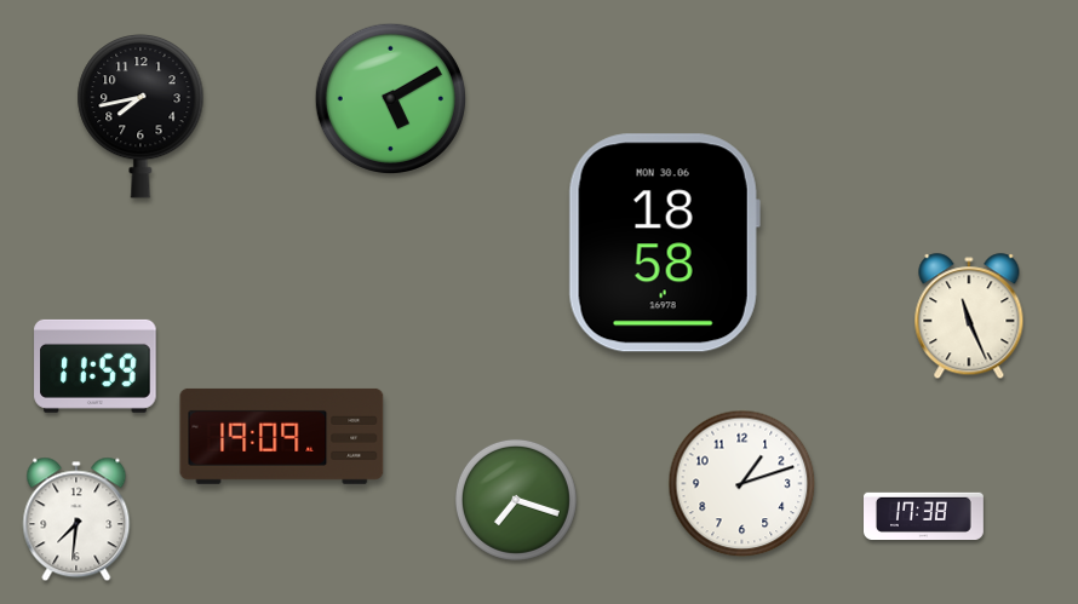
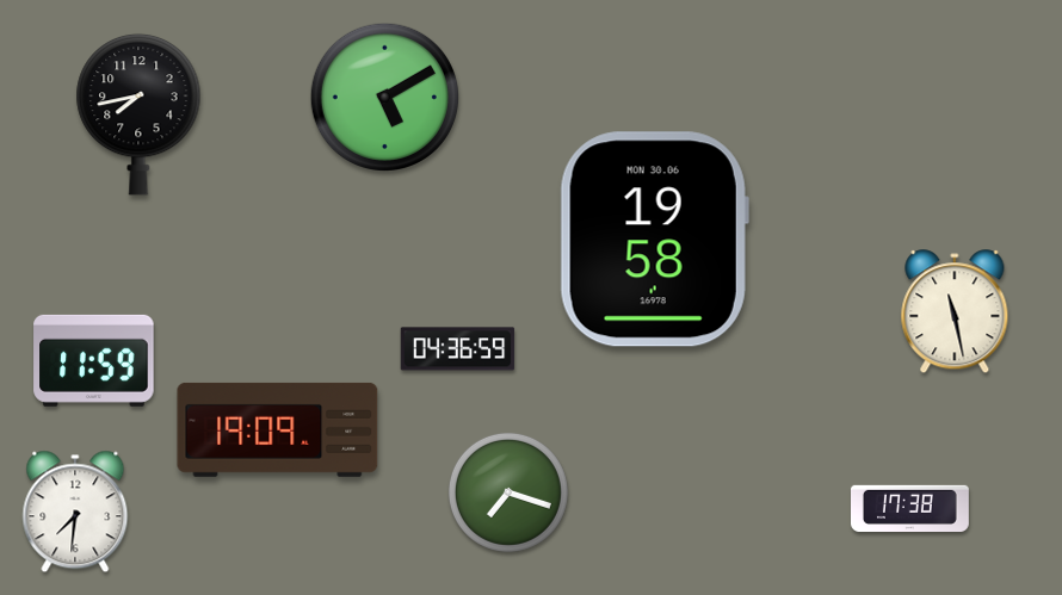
clock at (664, 243): 18:58 -> 19:58
clock at (969, 317): 11:26 -> 11:28
clock at (458, 349): none -> 04:36
clock at (742, 484): 1:12 -> none
